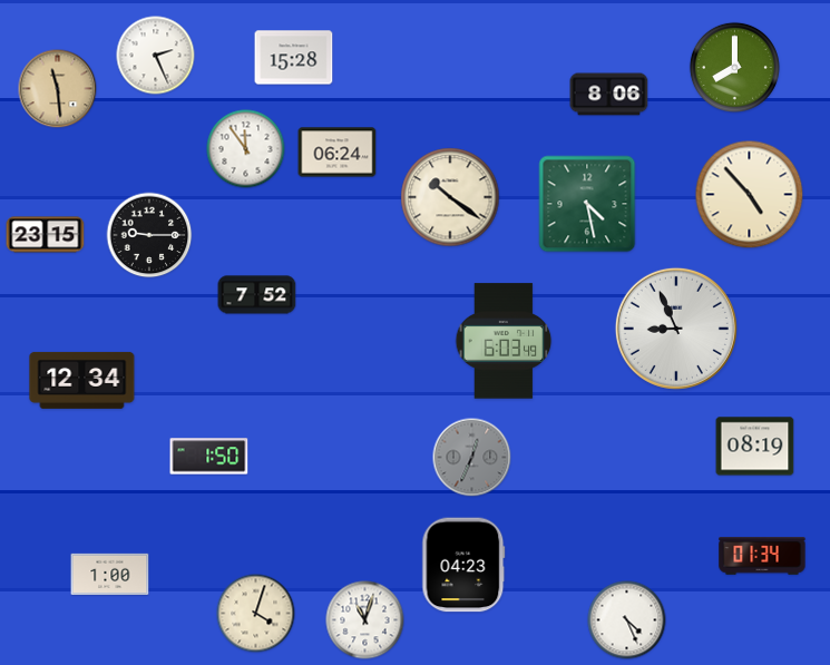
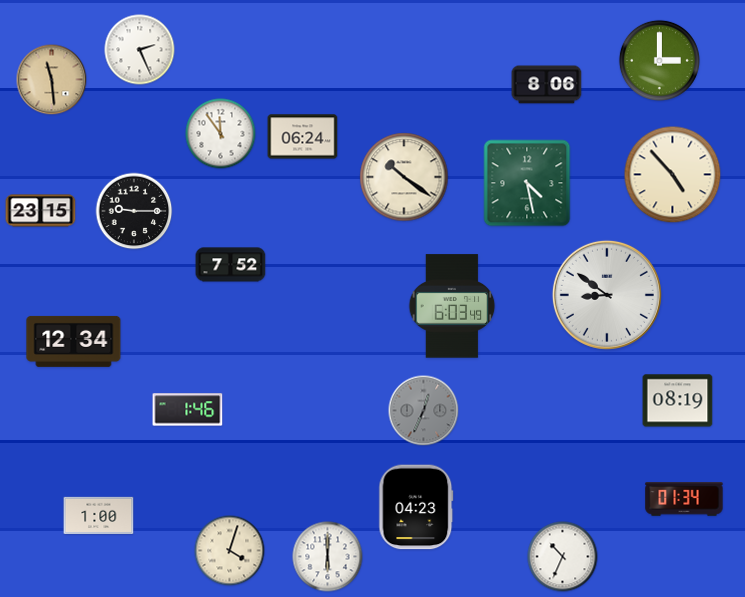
clock at (294, 58): 15:28 -> none
clock at (734, 67): 8:00 -> 3:00
clock at (676, 329): 8:56 -> 8:51
clock at (209, 457): 1:50 -> 1:46
clock at (365, 620): 11:03 -> 6:00
clock at (627, 620): 4:26 -> 10:34
